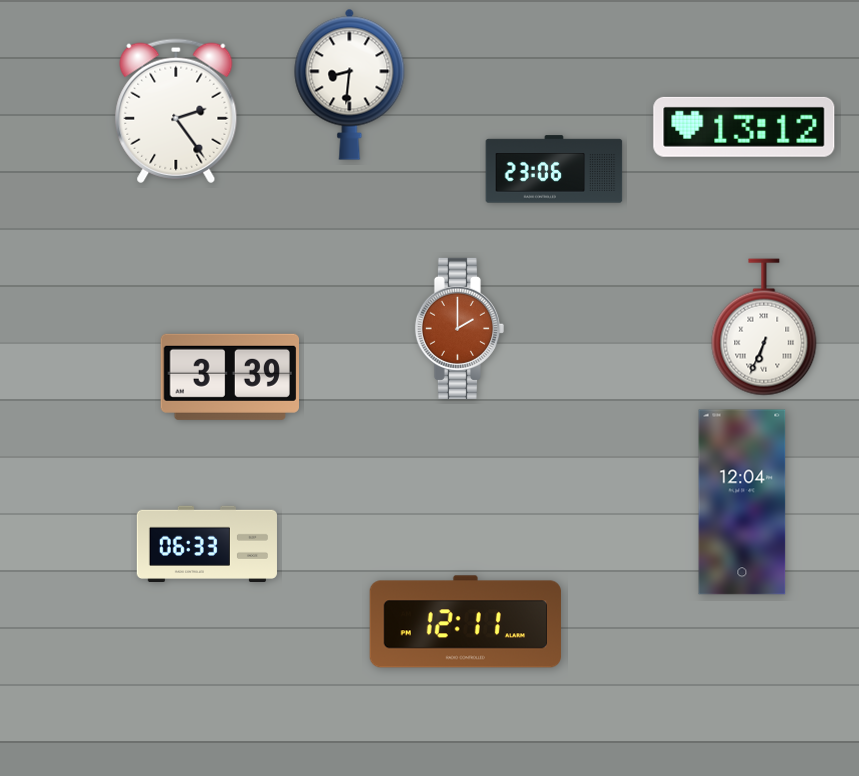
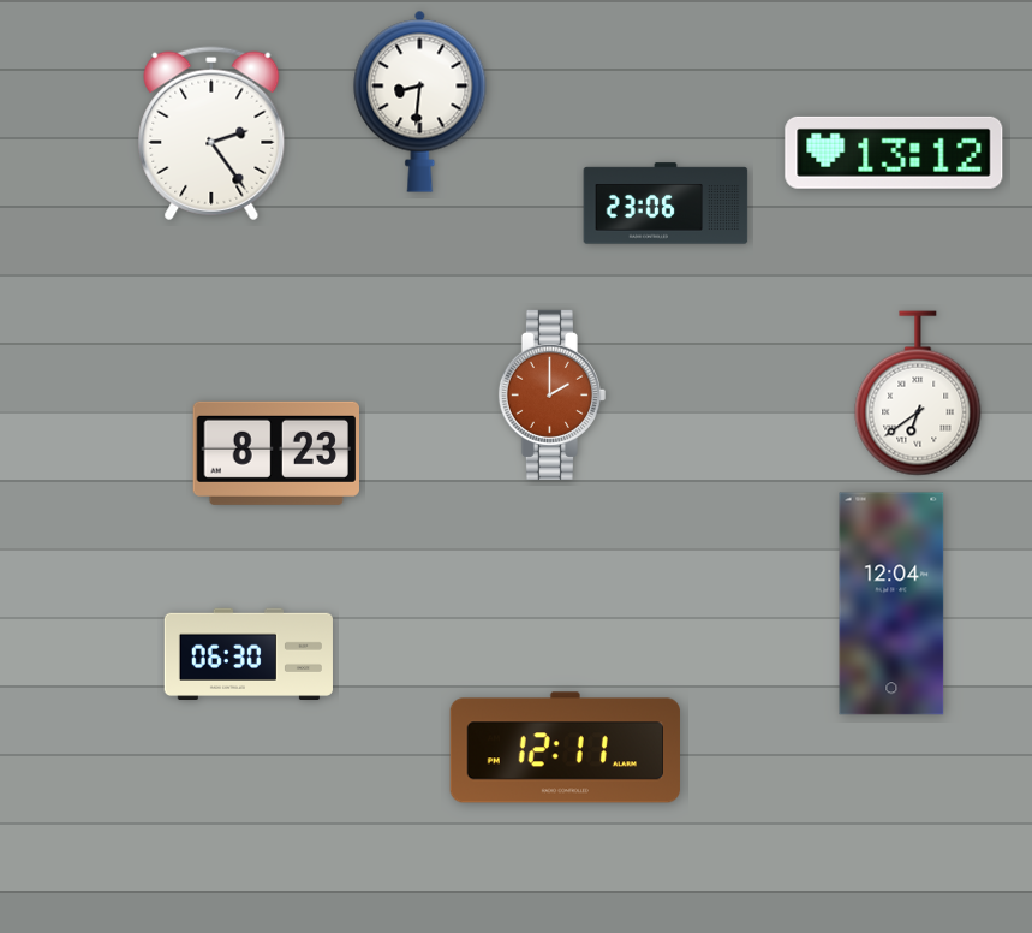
clock at (764, 327): 6:34 -> 6:39
clock at (229, 377): 3:39 -> 8:23
clock at (207, 543): 06:33 -> 06:30
clock at (465, 622) position: (465, 622) -> (565, 748)
